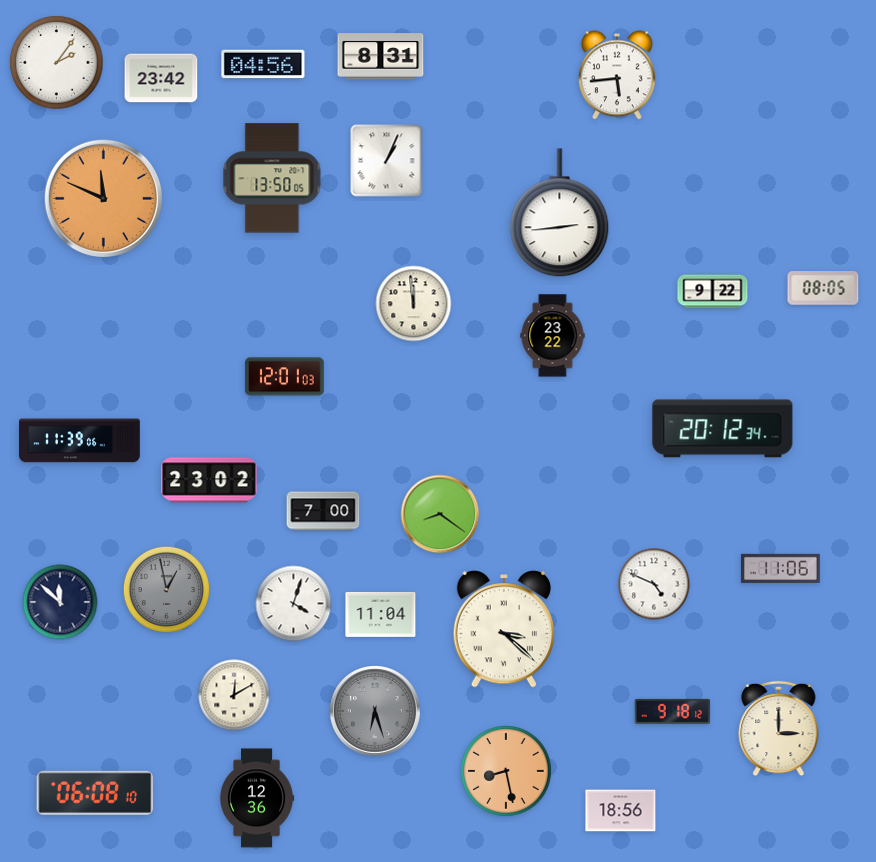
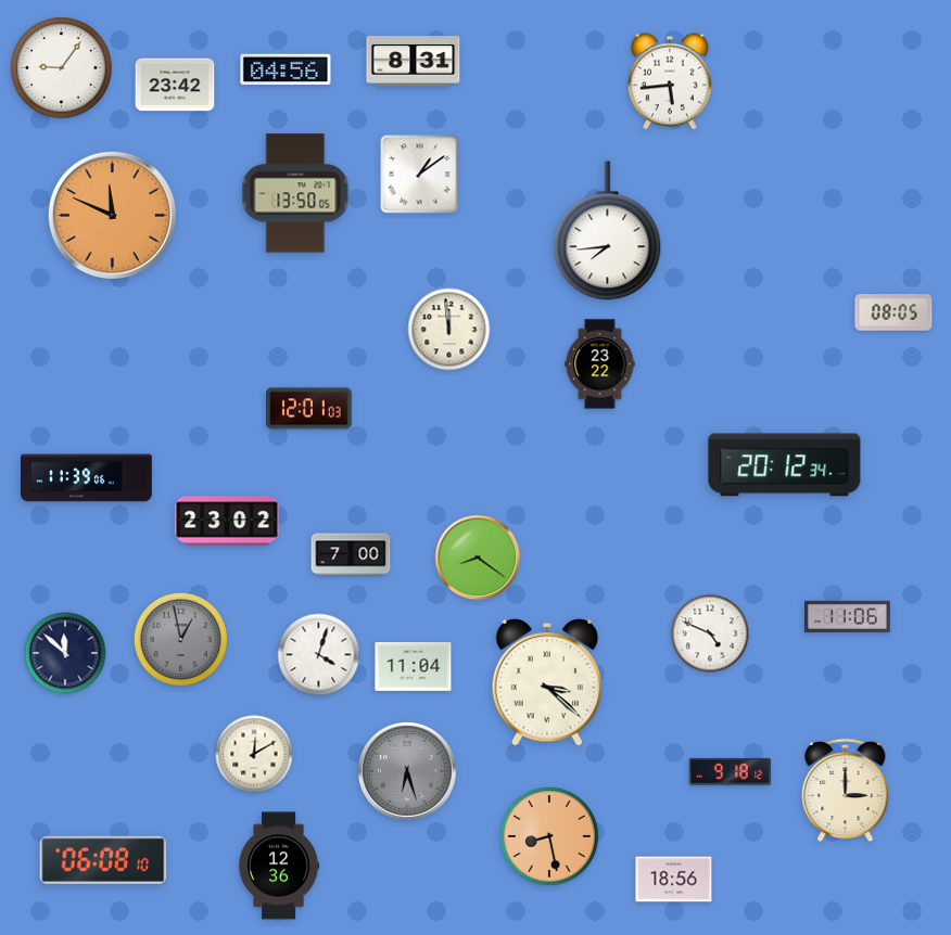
clock at (57, 63): 2:06 -> 9:06
clock at (387, 161): 1:04 -> 1:09
clock at (560, 213): 2:44 -> 7:44
clock at (713, 292): 9:22 -> none
